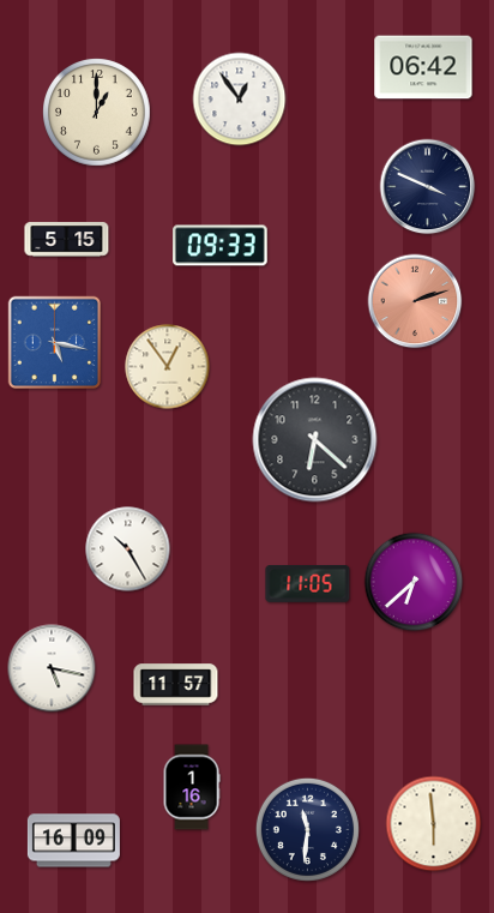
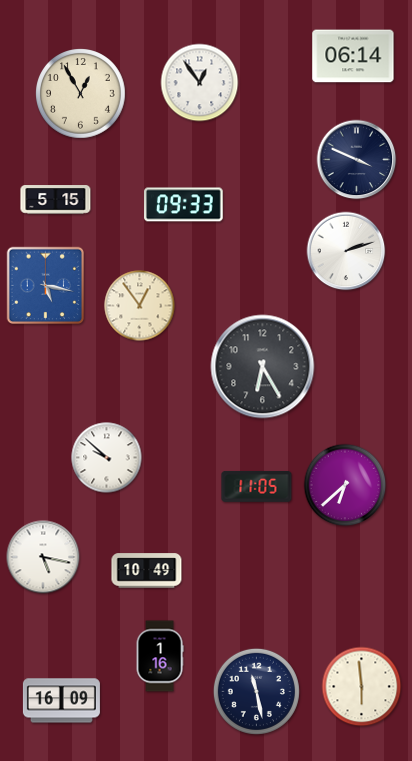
clock at (423, 67): 06:42 -> 06:14
clock at (97, 113): 1:00 -> 12:55
clock at (428, 187) position: (428, 187) -> (357, 160)
clock at (415, 301) dial: salmon -> white
clock at (315, 440): 6:22 -> 6:25
clock at (128, 549): 10:25 -> 9:52
clock at (176, 685): 11:57 -> 10:49
clock at (307, 829): 11:31 -> 11:28
